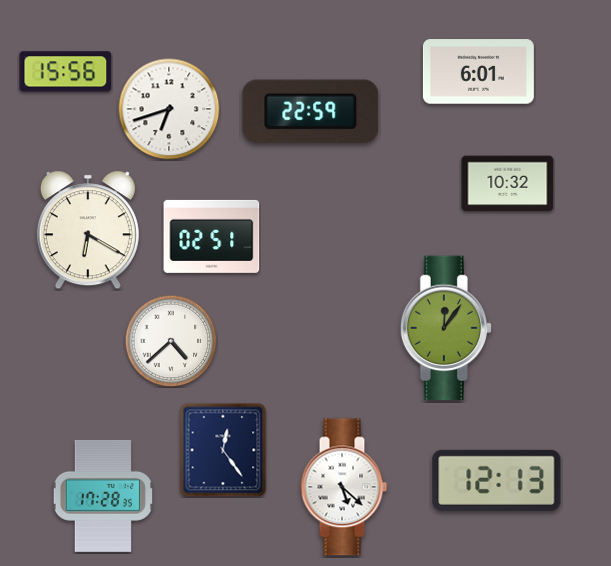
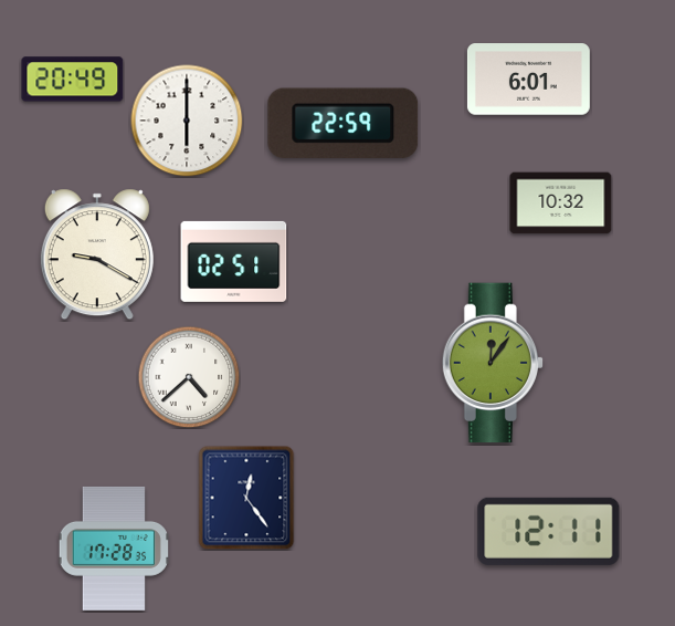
clock at (66, 72): 15:56 -> 20:49
clock at (169, 109): 6:42 -> 6:00
clock at (88, 230): 6:20 -> 9:20
clock at (497, 480): 12:13 -> 12:11
clock at (344, 487): 5:22 -> none
